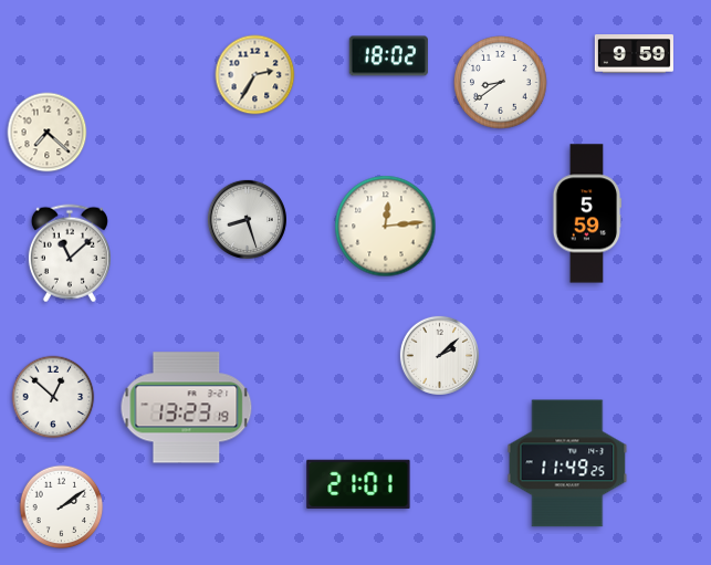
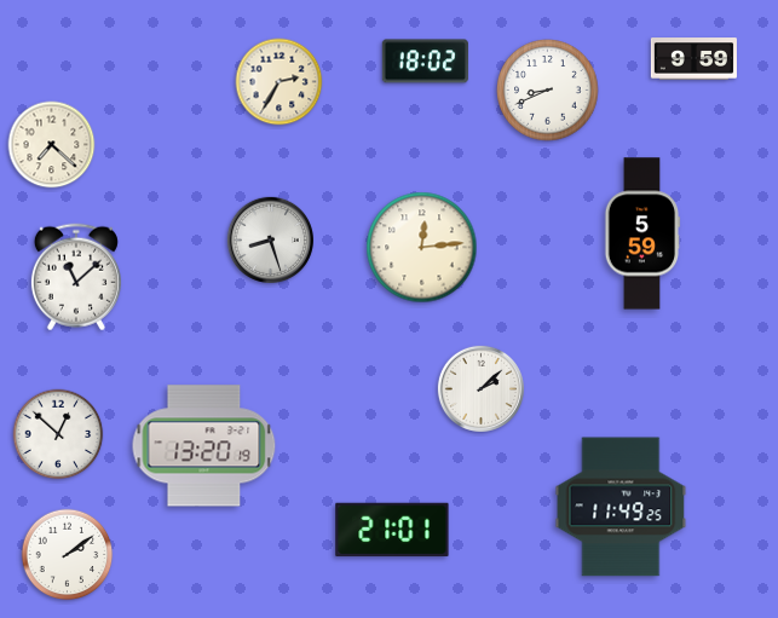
clock at (501, 83): 8:39 -> 8:41
clock at (187, 408): 13:23 -> 13:20
